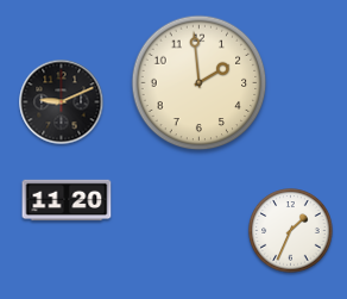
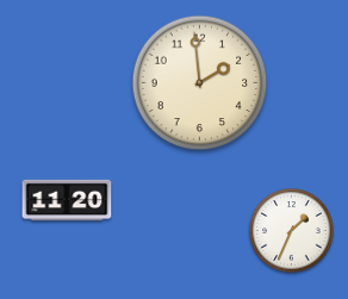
clock at (62, 102): 9:11 -> none
